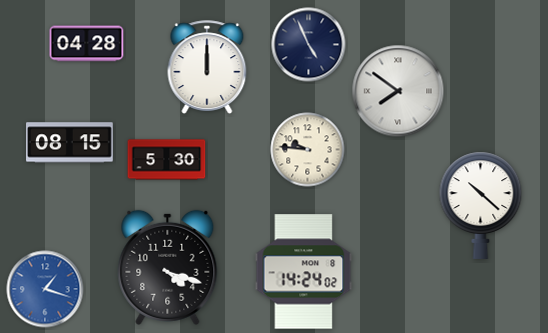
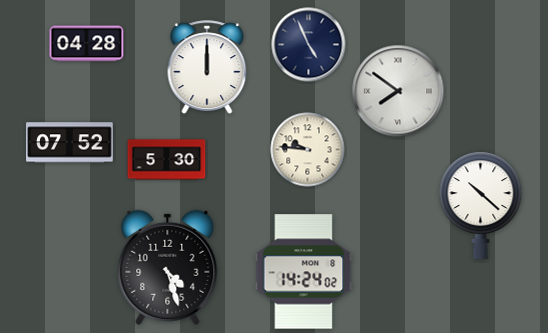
clock at (70, 143): 08:15 -> 07:52
clock at (168, 267): 4:18 -> 4:27
clock at (45, 289): 1:18 -> none
